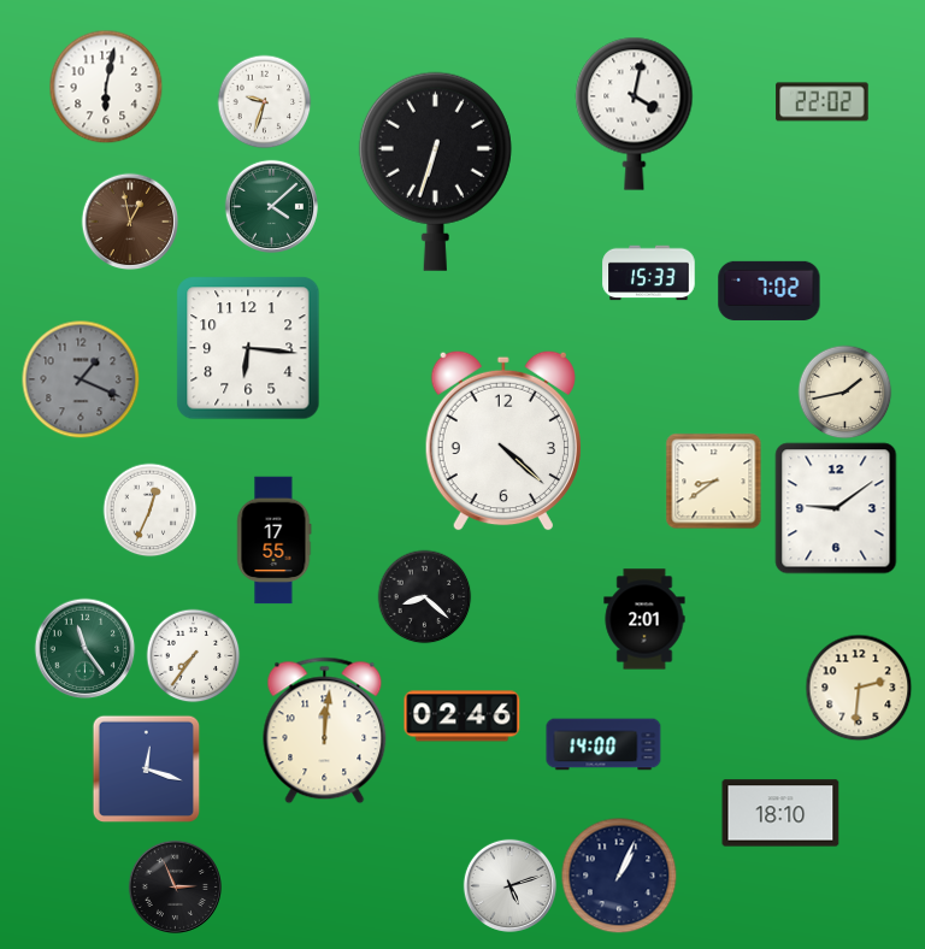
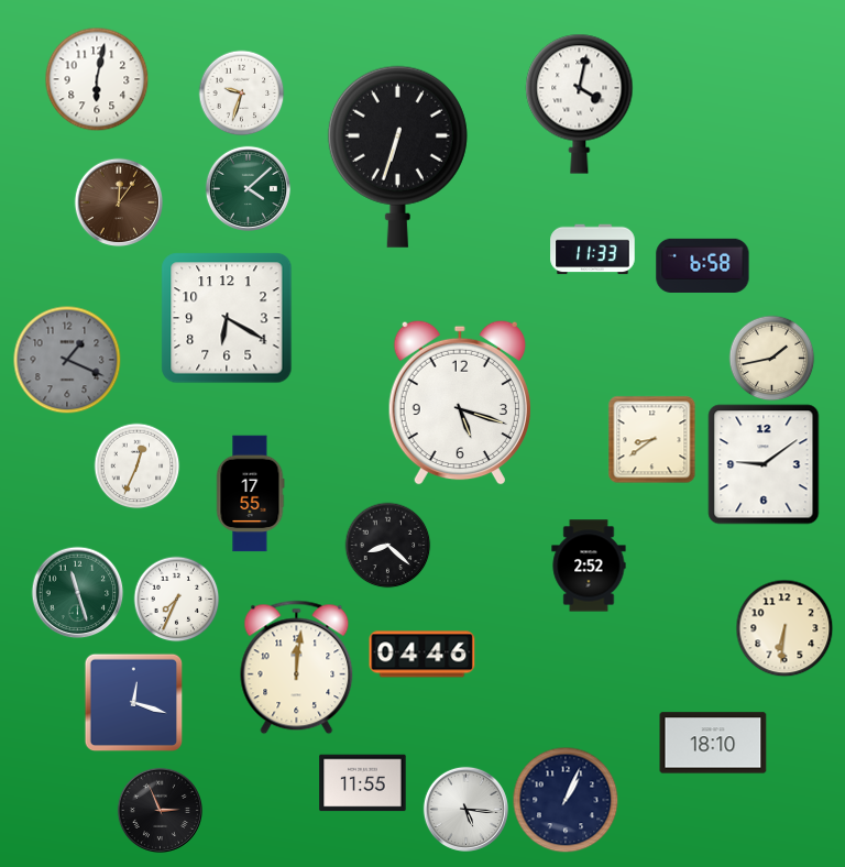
clock at (823, 102): 22:02 -> none
clock at (130, 222): 12:58 -> 12:06
clock at (649, 273): 15:33 -> 11:33
clock at (770, 290): 7:02 -> 6:58
clock at (248, 348): 6:16 -> 6:20
clock at (81, 379) position: (81, 379) -> (67, 360)
clock at (503, 441): 4:22 -> 5:18
clock at (644, 619): 2:01 -> 2:52
clock at (84, 648): 11:24 -> 11:27
clock at (193, 655): 7:36 -> 7:34
clock at (859, 688): 2:31 -> 6:31
clock at (462, 717): 02:46 -> 04:46
clock at (603, 744): 14:00 -> none
clock at (363, 783): none -> 11:55
clock at (509, 885): 5:12 -> 5:16
